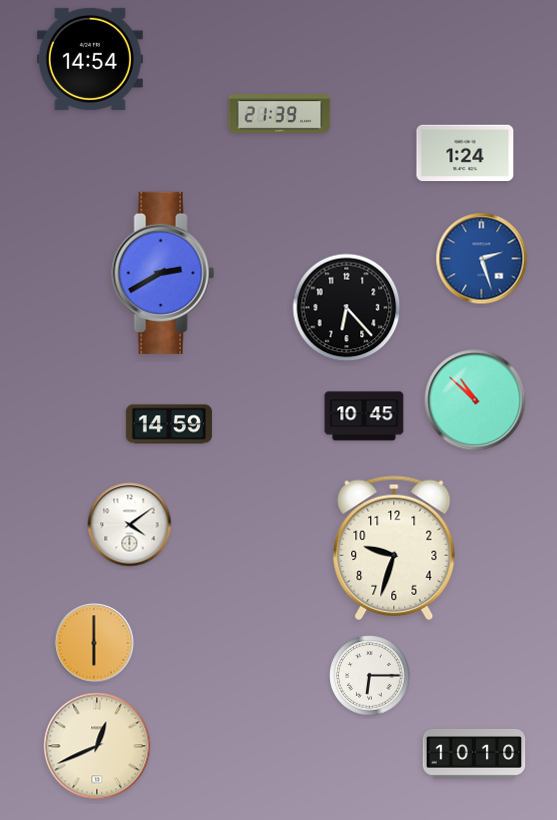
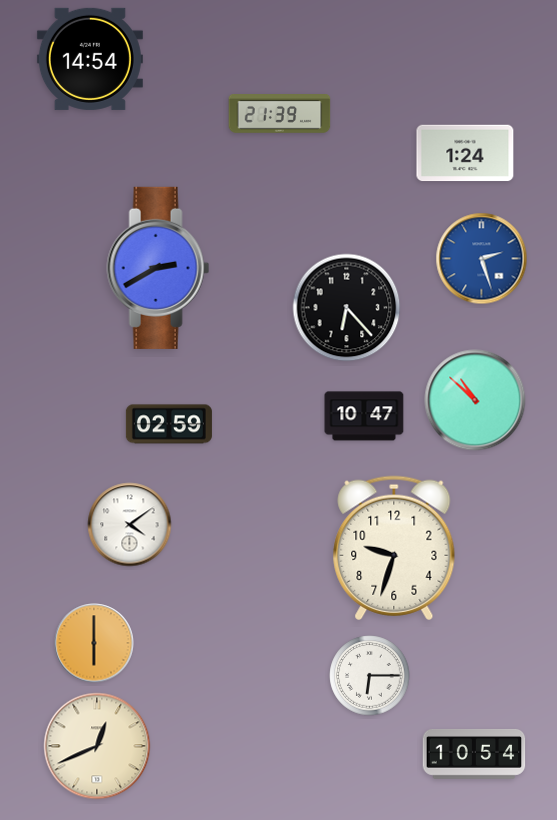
clock at (163, 273) position: (163, 273) -> (158, 268)
clock at (364, 416): 10:45 -> 10:47
clock at (169, 424): 14:59 -> 02:59
clock at (474, 754): 10:10 -> 10:54
